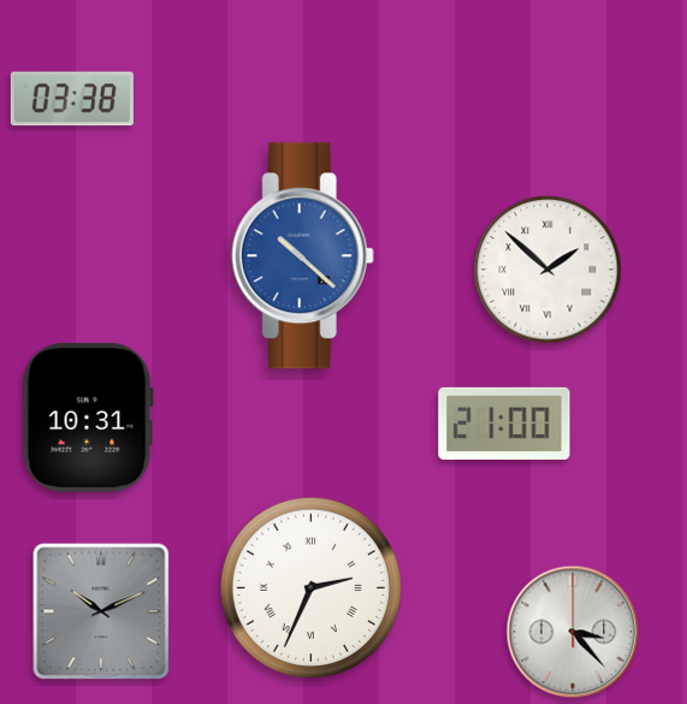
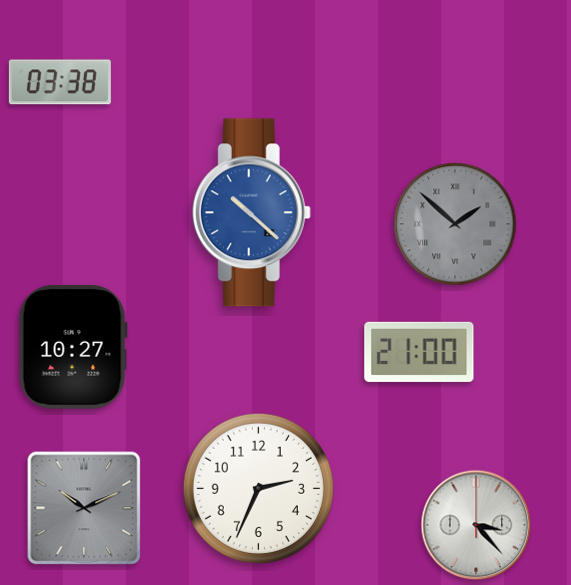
clock at (547, 270) dial: white -> grey
clock at (88, 418): 10:31 -> 10:27
clock at (310, 587) numerals: Roman -> Arabic
